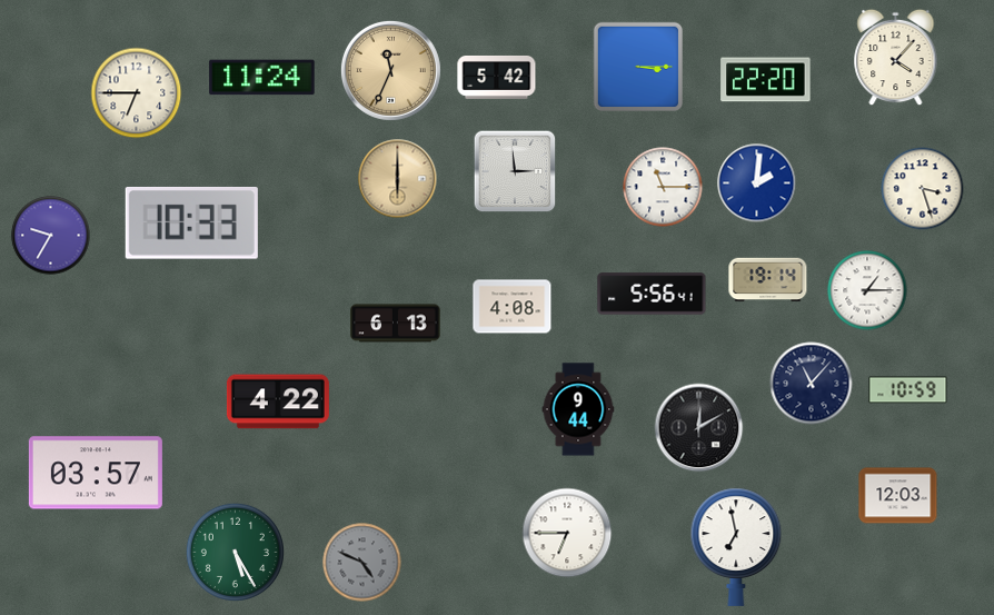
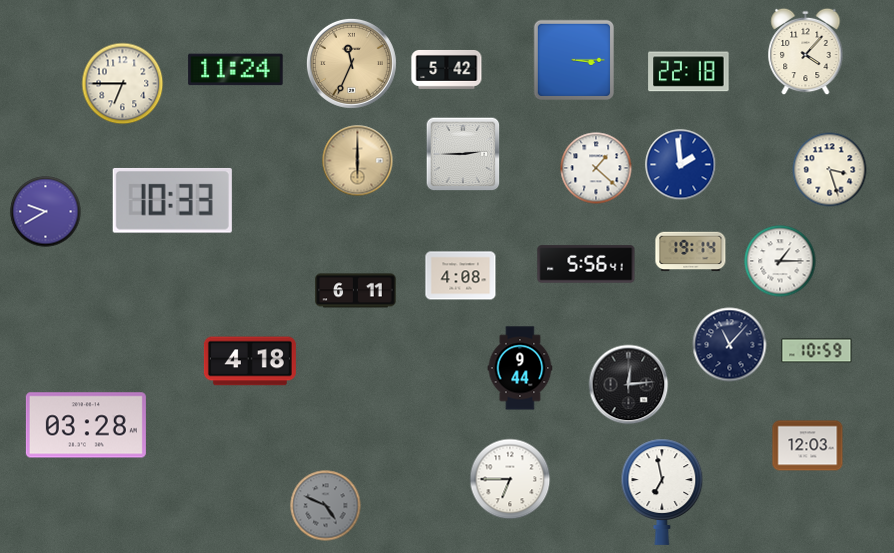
clock at (766, 80): 22:20 -> 22:18
clock at (515, 171): 2:59 -> 2:45
clock at (757, 183): 2:01 -> 1:59
clock at (663, 187): 11:15 -> 1:22
clock at (51, 236): 9:35 -> 9:40
clock at (396, 324): 6:13 -> 6:11
clock at (278, 401): 4:22 -> 4:18
clock at (699, 428): 12:10 -> 12:14
clock at (96, 473): 03:57 -> 03:28
clock at (235, 552): 5:25 -> none
